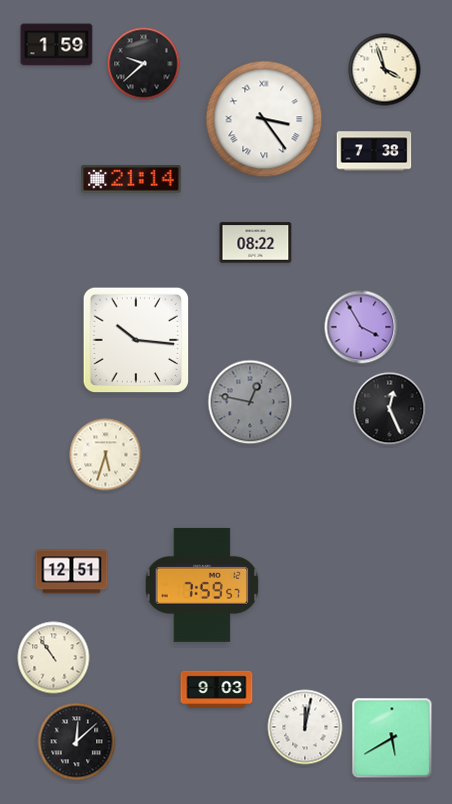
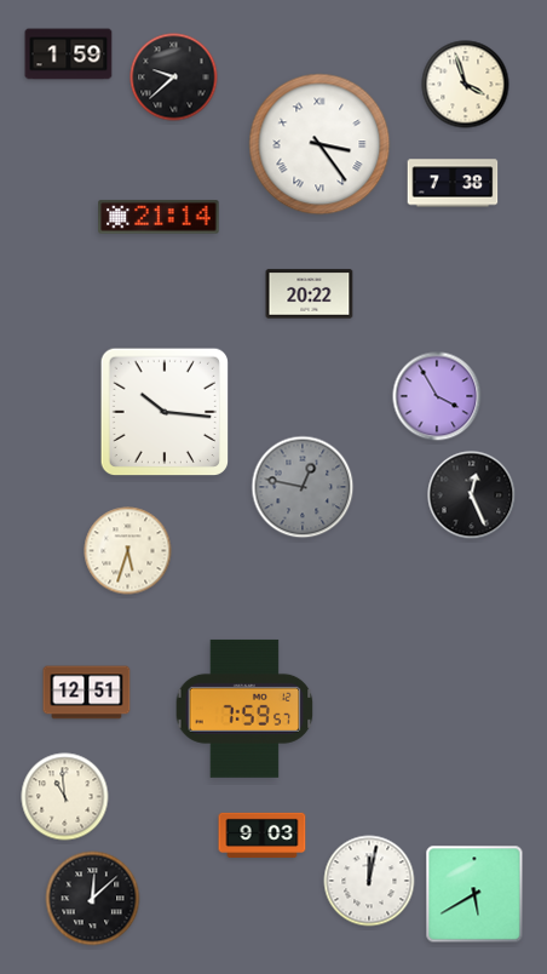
clock at (256, 243): 08:22 -> 20:22
clock at (54, 658): 10:54 -> 10:59
